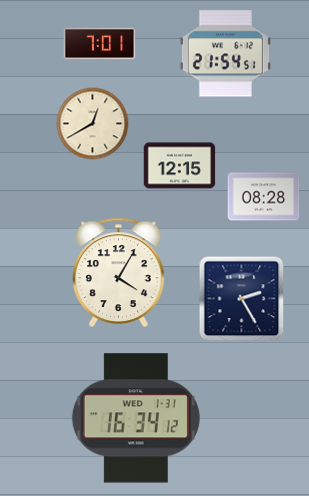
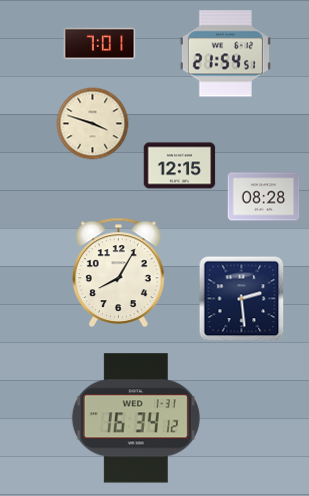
clock at (93, 124): 12:40 -> 3:48
clock at (119, 272): 4:05 -> 8:05
clock at (242, 299): 2:25 -> 2:29
